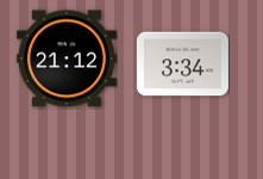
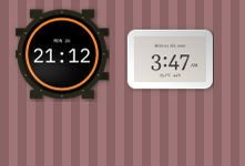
clock at (182, 64): 3:34 -> 3:47
